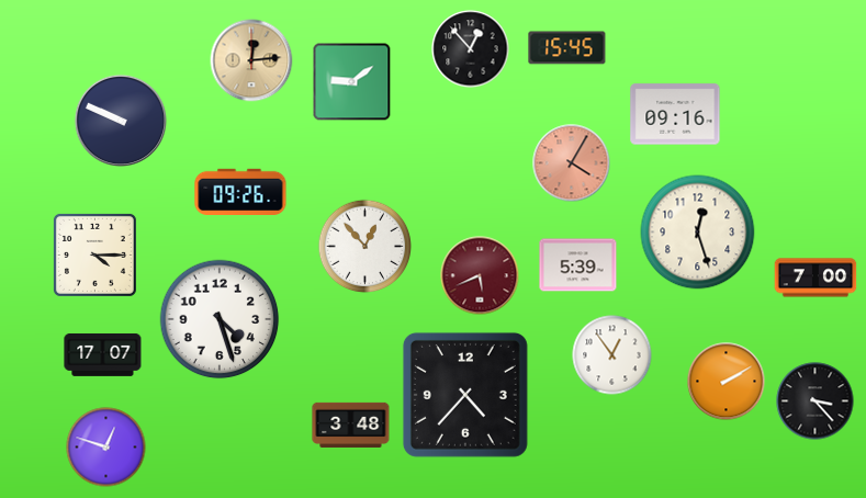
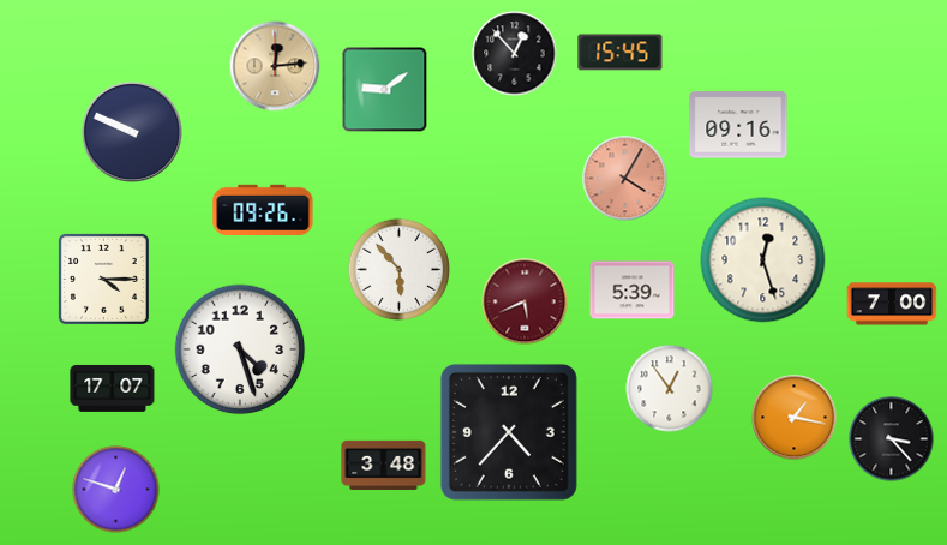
clock at (698, 233) position: (698, 233) -> (763, 260)
clock at (365, 247): 12:53 -> 5:53
clock at (727, 382): 2:10 -> 1:17
